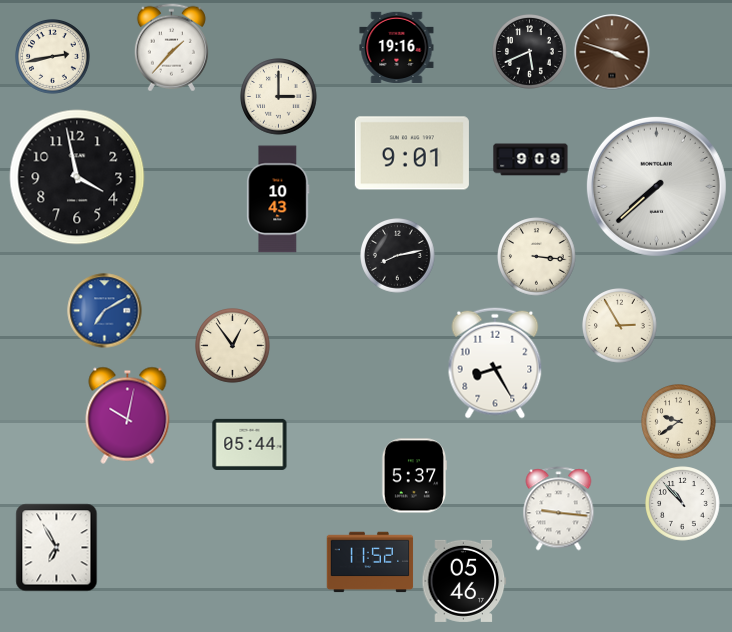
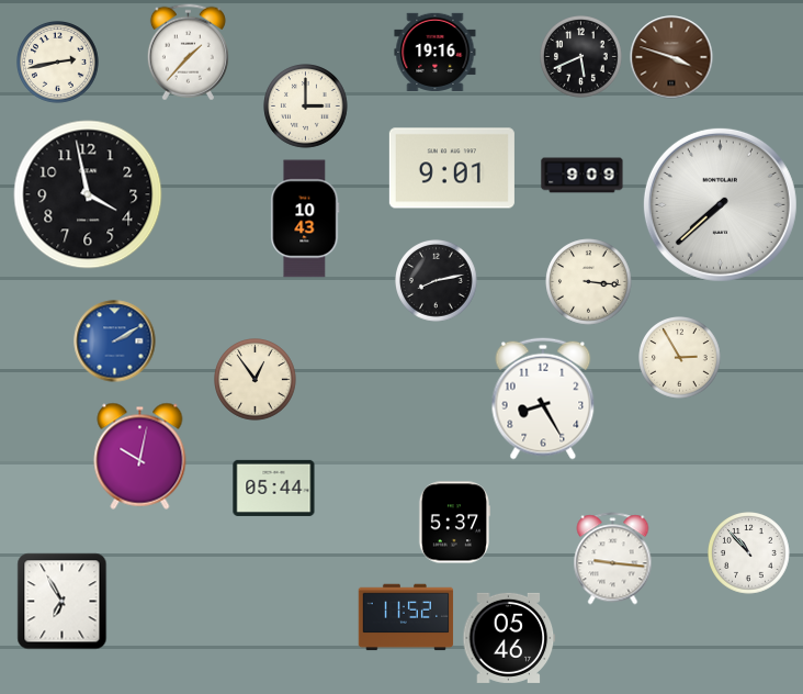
clock at (77, 177) position: (77, 177) -> (88, 194)
clock at (105, 311): 7:10 -> 2:10
clock at (679, 422): 9:39 -> none
